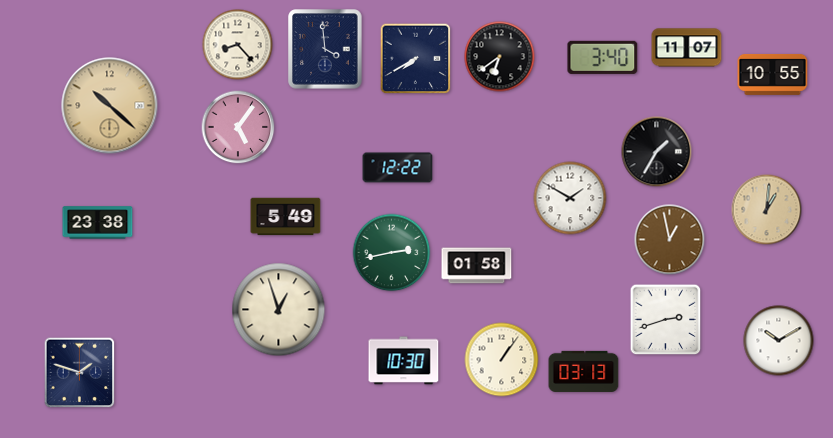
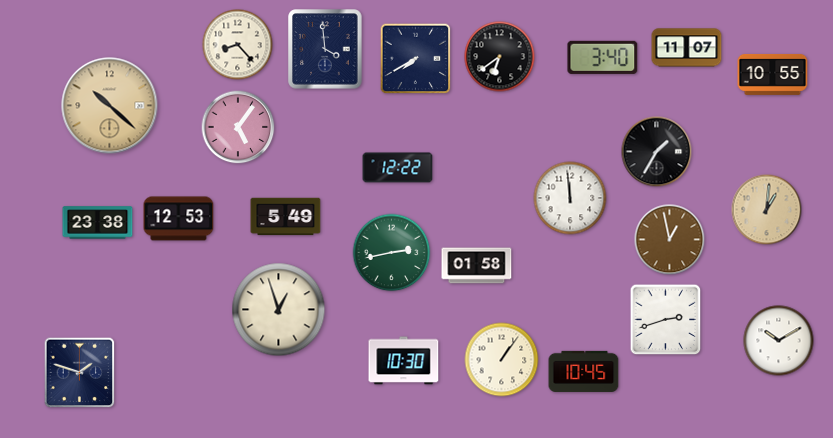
clock at (570, 198): 1:50 -> 11:59
clock at (179, 219): none -> 12:53
clock at (584, 371): 03:13 -> 10:45
